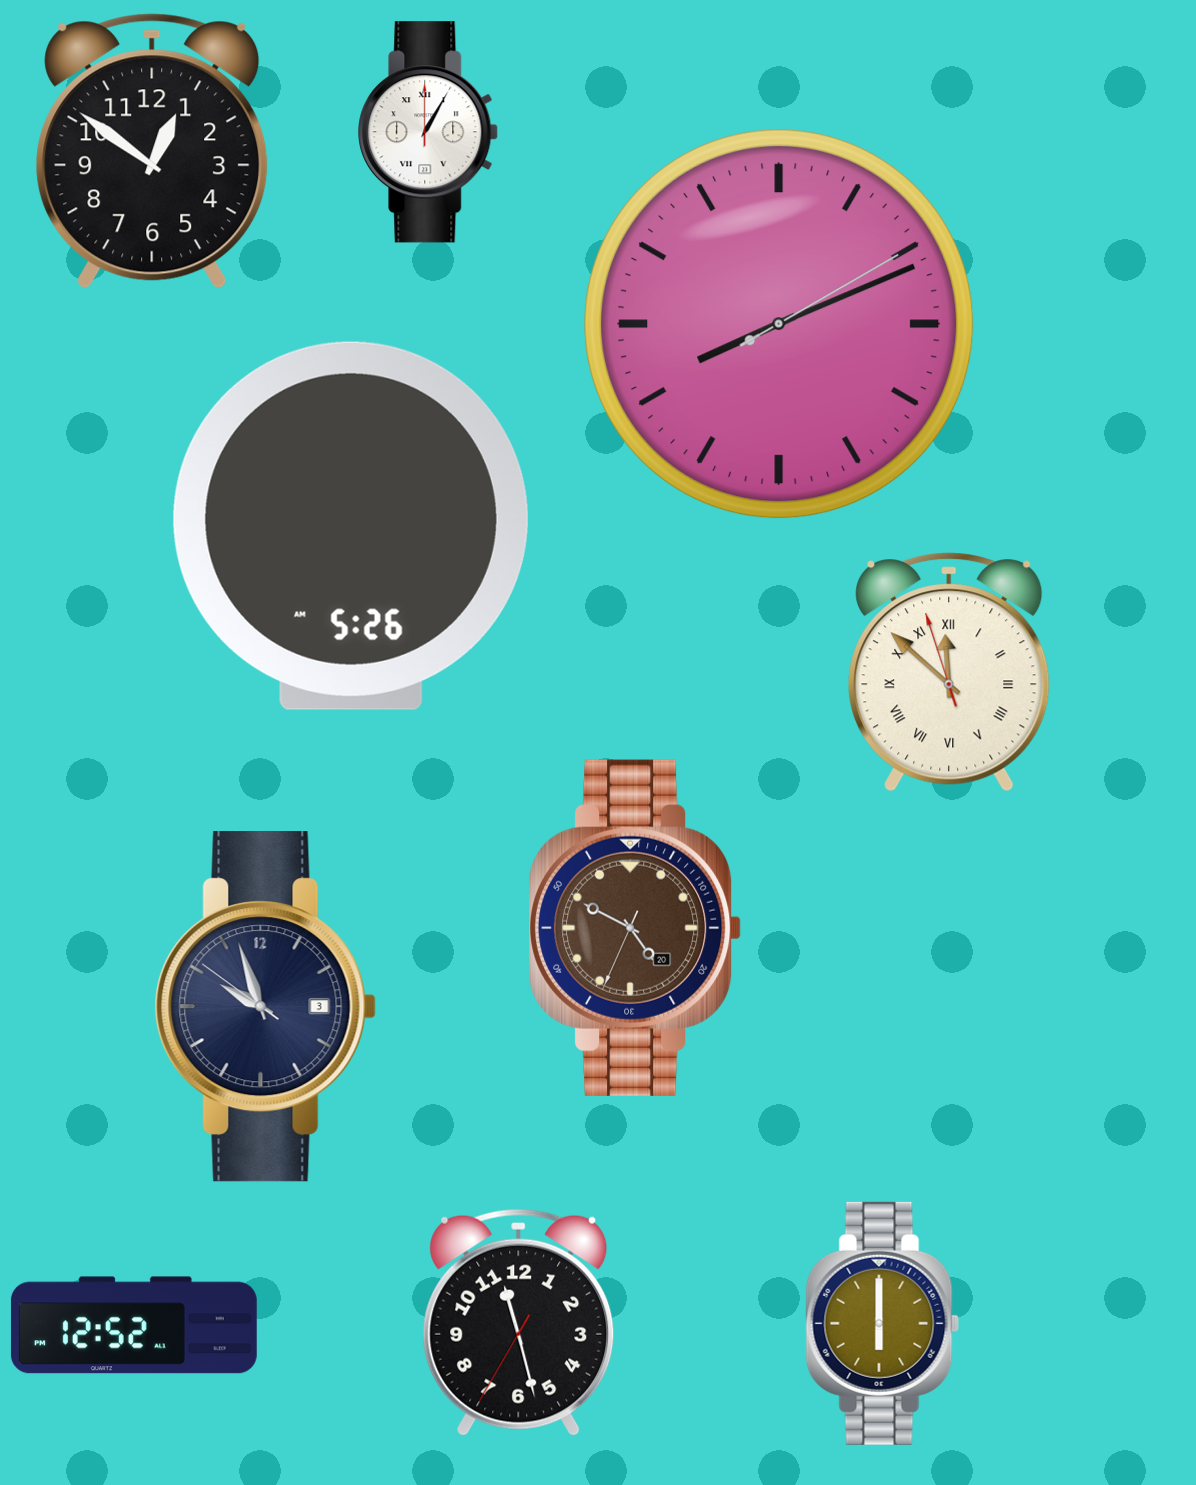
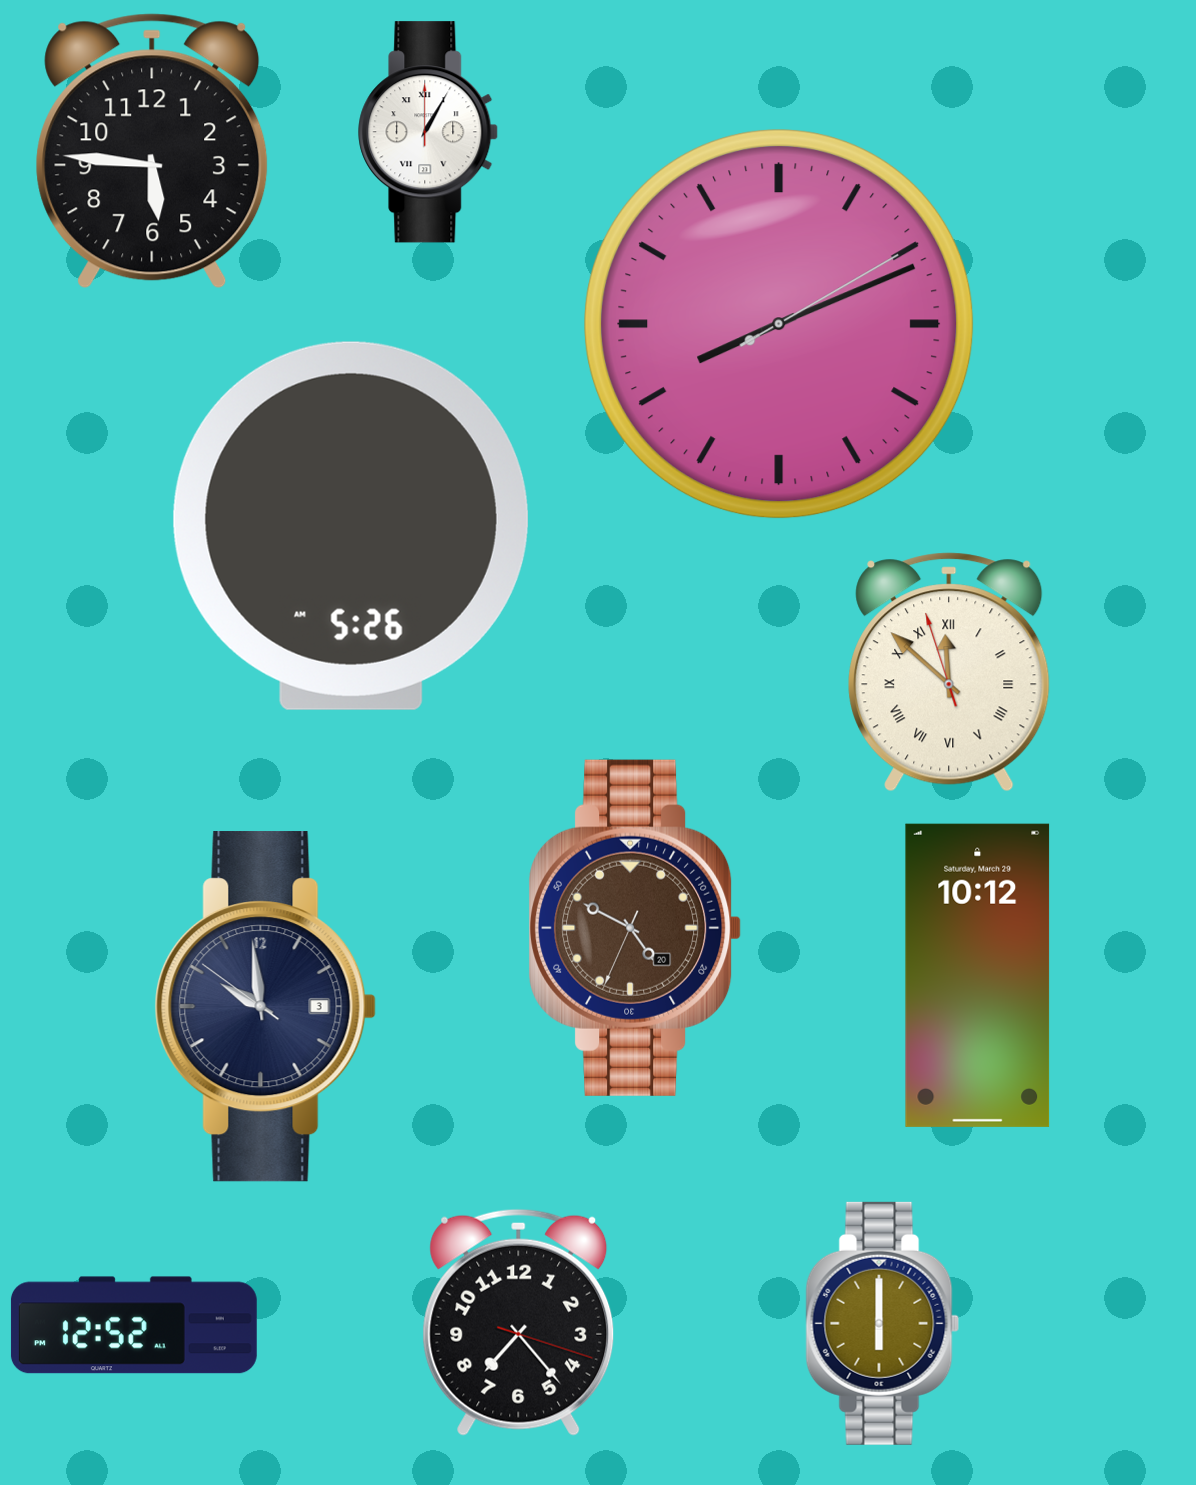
clock at (152, 151): 12:51 -> 5:46
clock at (978, 975): none -> 10:12
clock at (265, 1007): 9:56 -> 9:58
clock at (519, 1322): 11:27 -> 7:23
